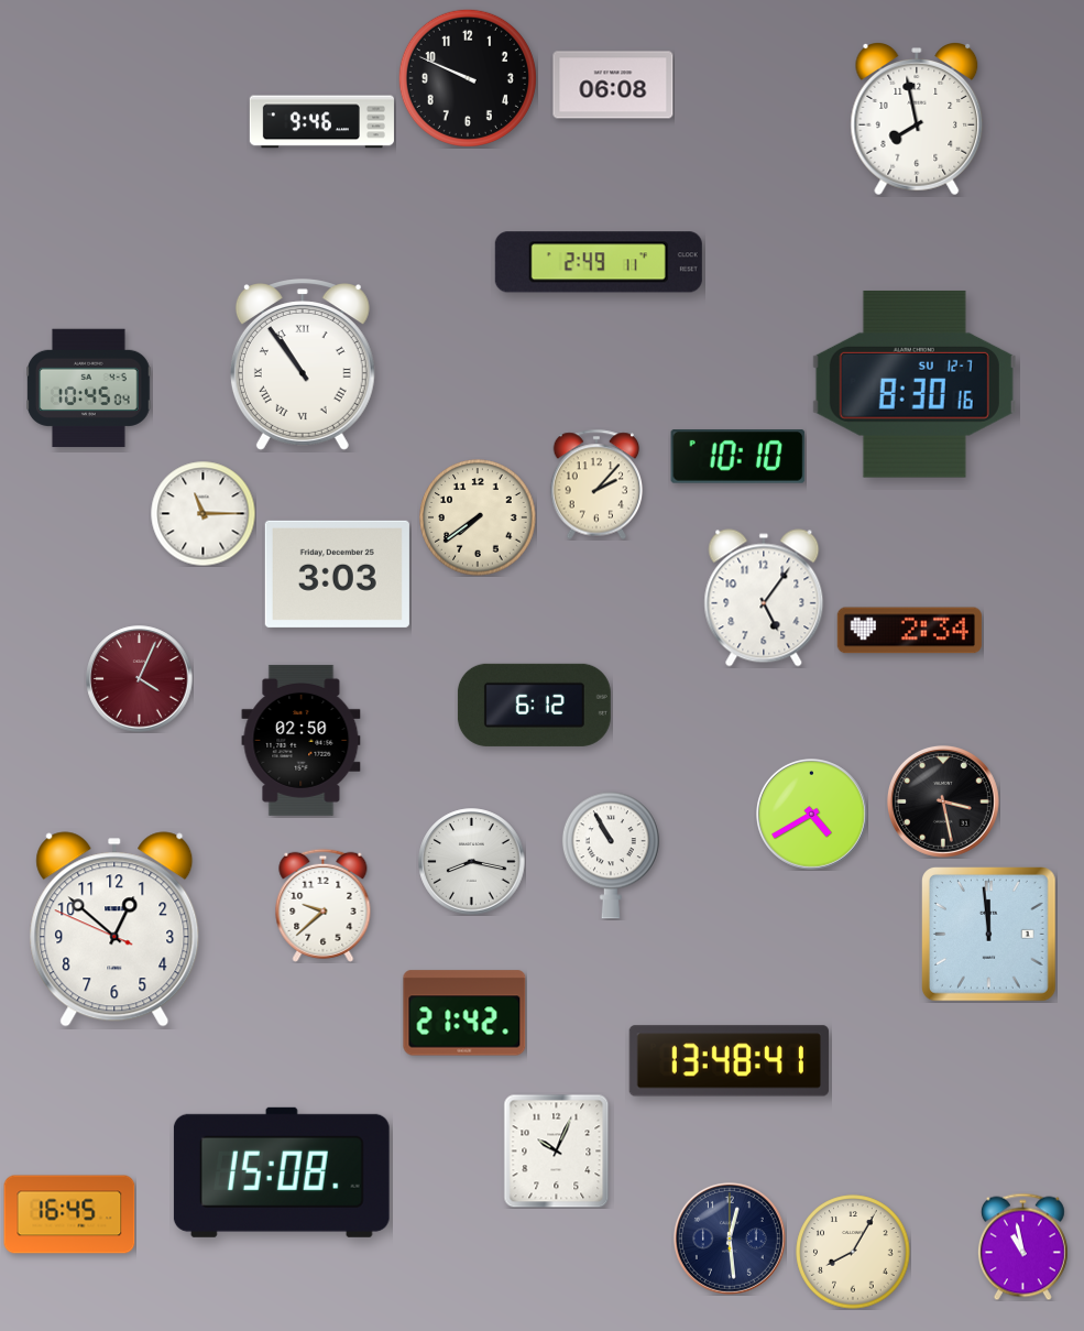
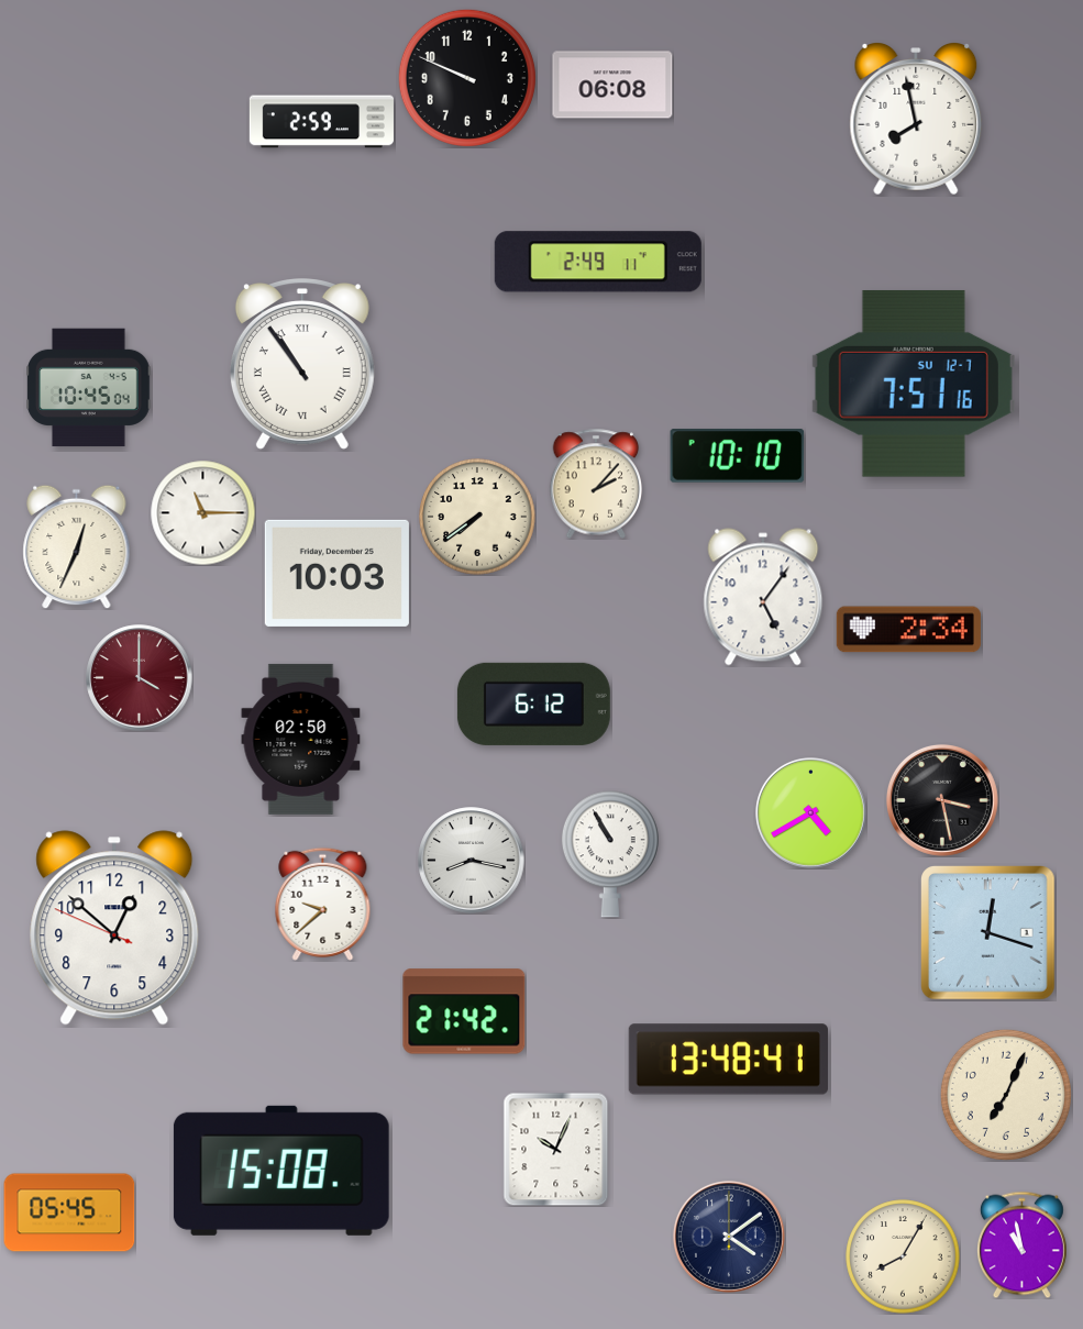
clock at (321, 122): 9:46 -> 2:59
clock at (915, 384): 8:30 -> 7:51
clock at (77, 546): none -> 12:34
clock at (337, 574): 3:03 -> 10:03
clock at (140, 679): 4:04 -> 4:00
clock at (989, 935): 11:59 -> 12:18
clock at (1006, 1095): none -> 7:04
clock at (69, 1214): 16:45 -> 05:45
clock at (730, 1239): 12:29 -> 4:09
clock at (853, 1252) position: (853, 1252) -> (903, 1256)
